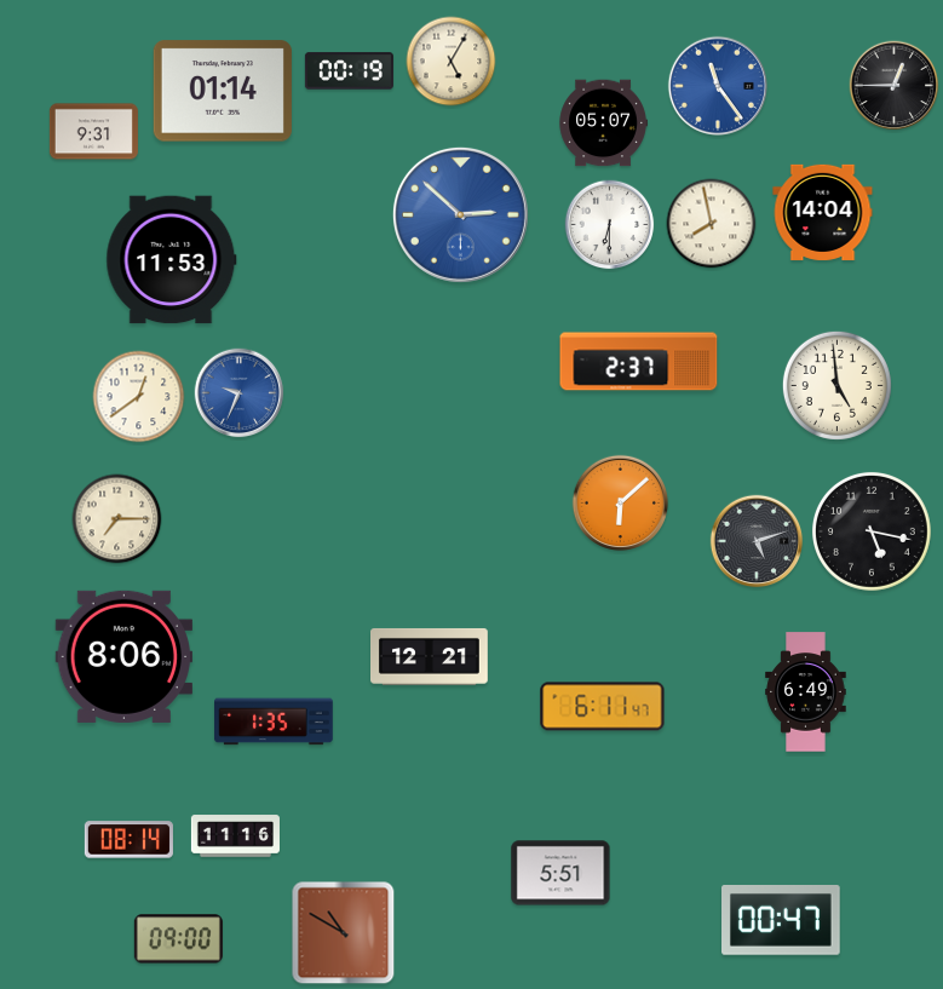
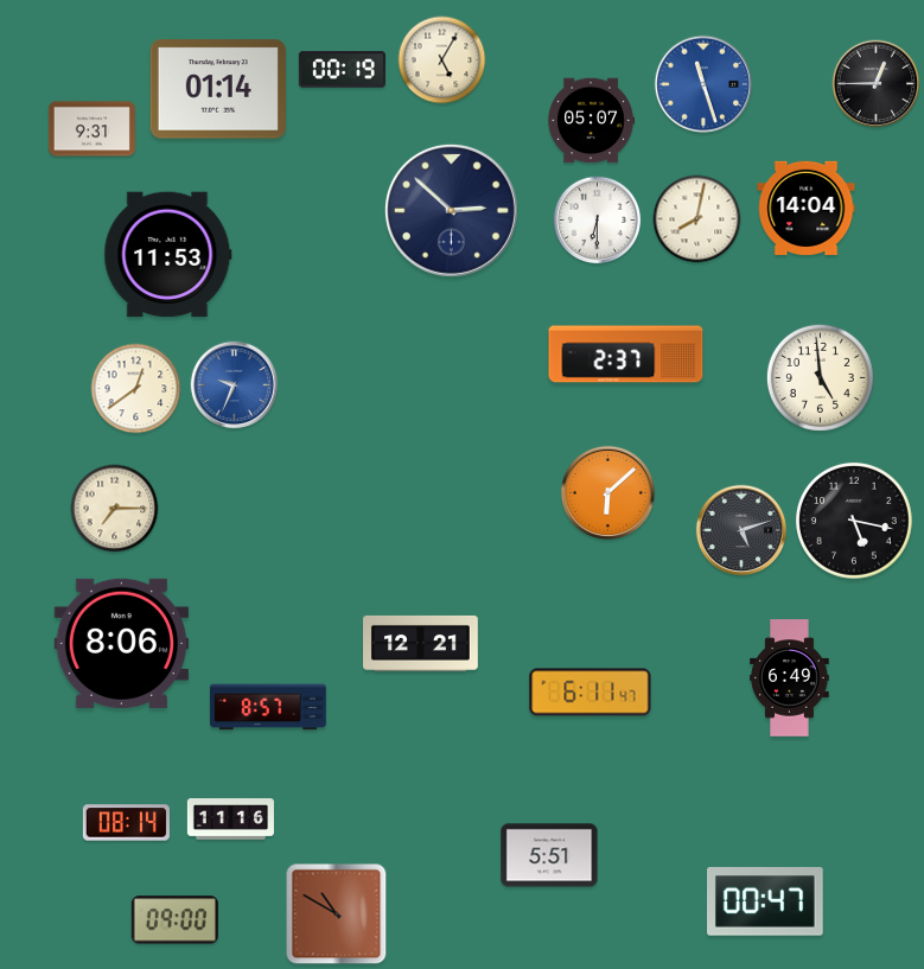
clock at (717, 85): 11:24 -> 11:27
clock at (460, 214) dial: blue -> navy
clock at (712, 224): 7:58 -> 8:02
clock at (274, 721): 1:35 -> 8:57
